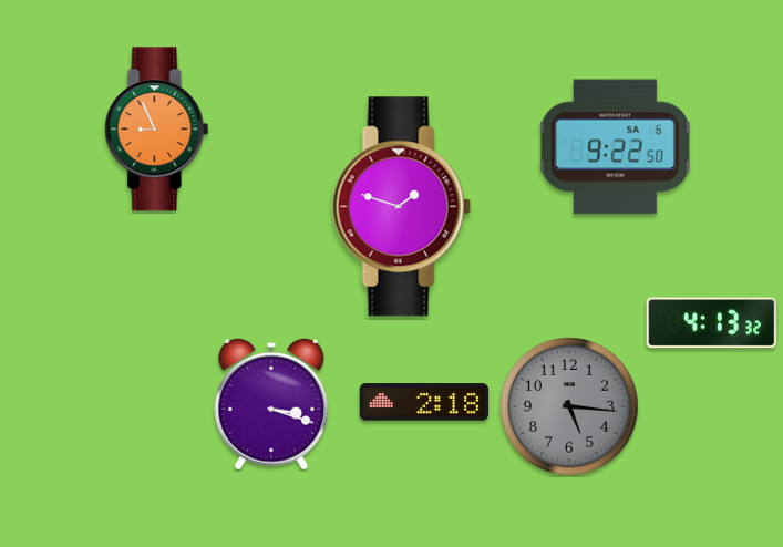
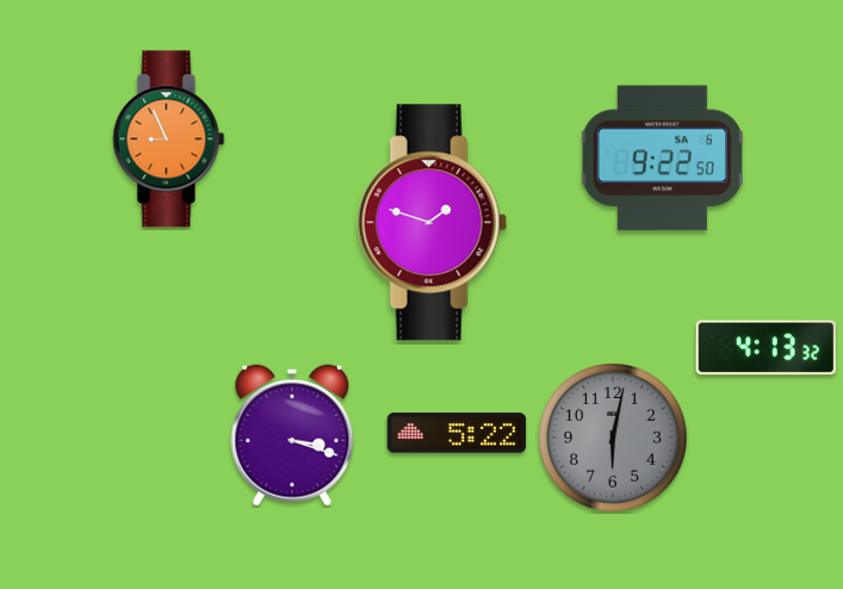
clock at (423, 402): 2:18 -> 5:22
clock at (569, 406): 5:16 -> 6:02
